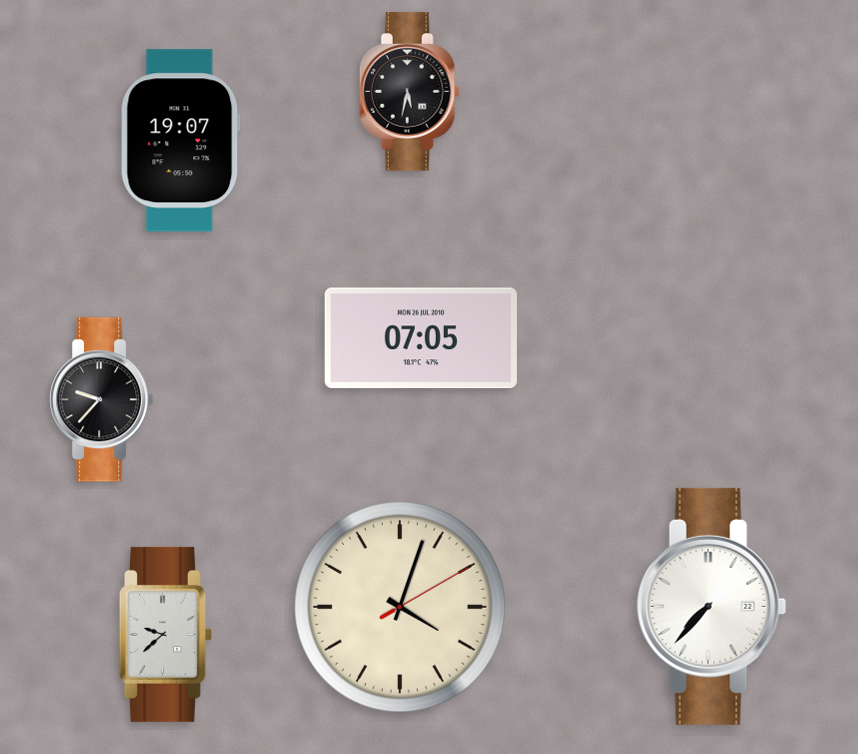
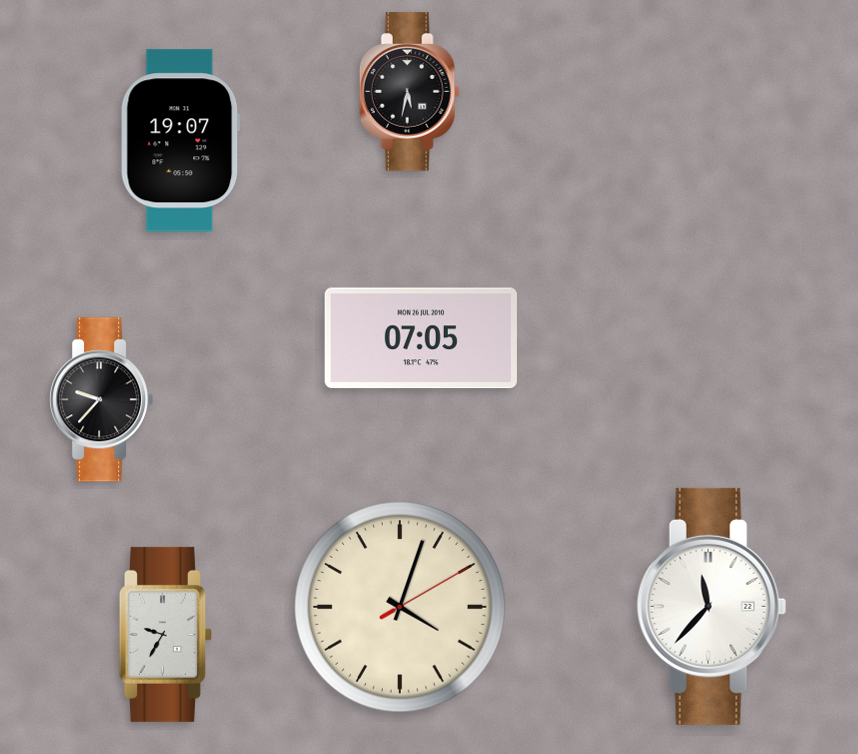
clock at (712, 606): 7:37 -> 11:37
clock at (165, 634): 9:38 -> 9:35
